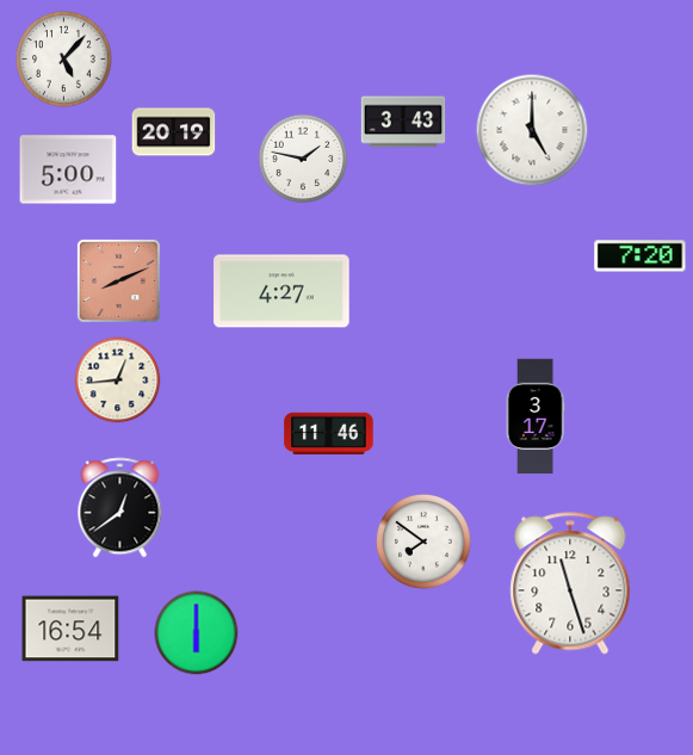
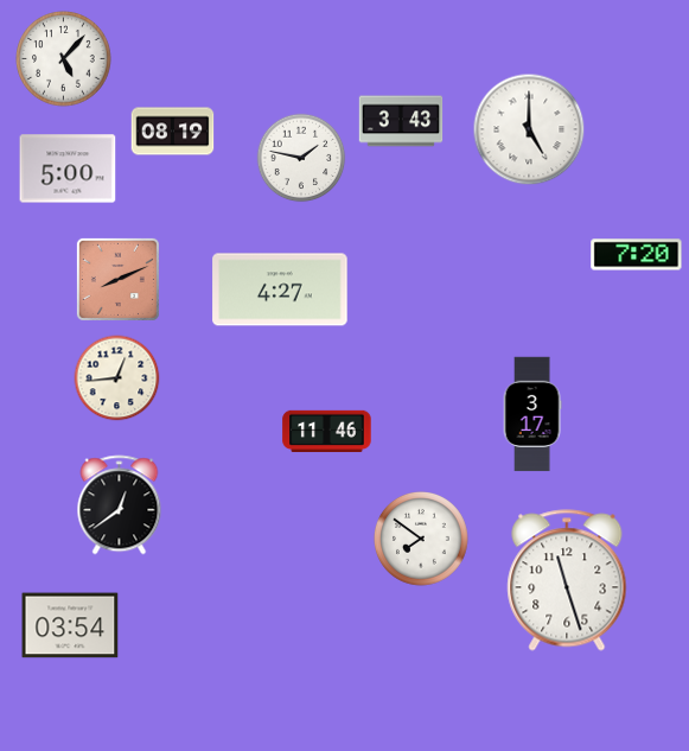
clock at (174, 132): 20:19 -> 08:19
clock at (70, 629): 16:54 -> 03:54
clock at (197, 633): 6:00 -> none
